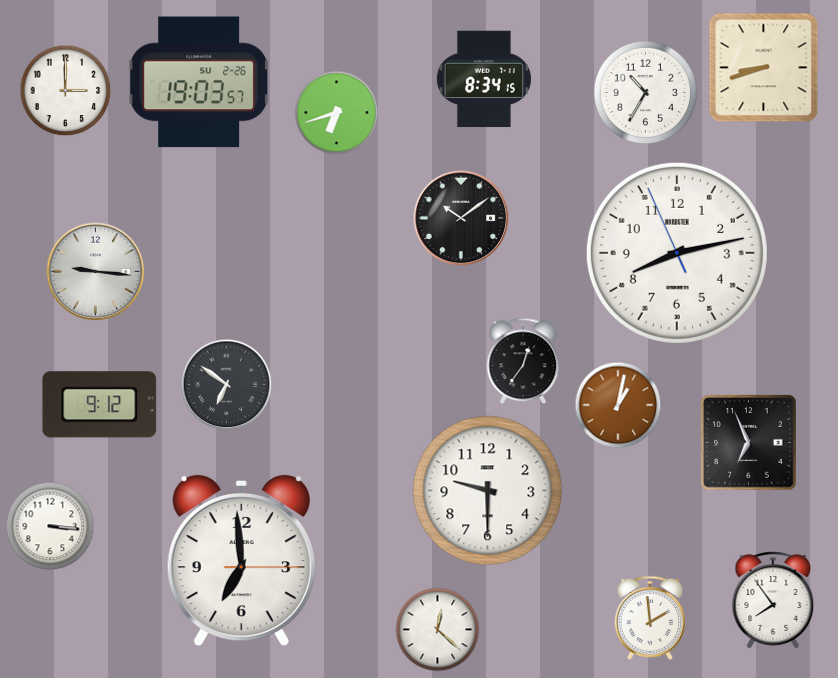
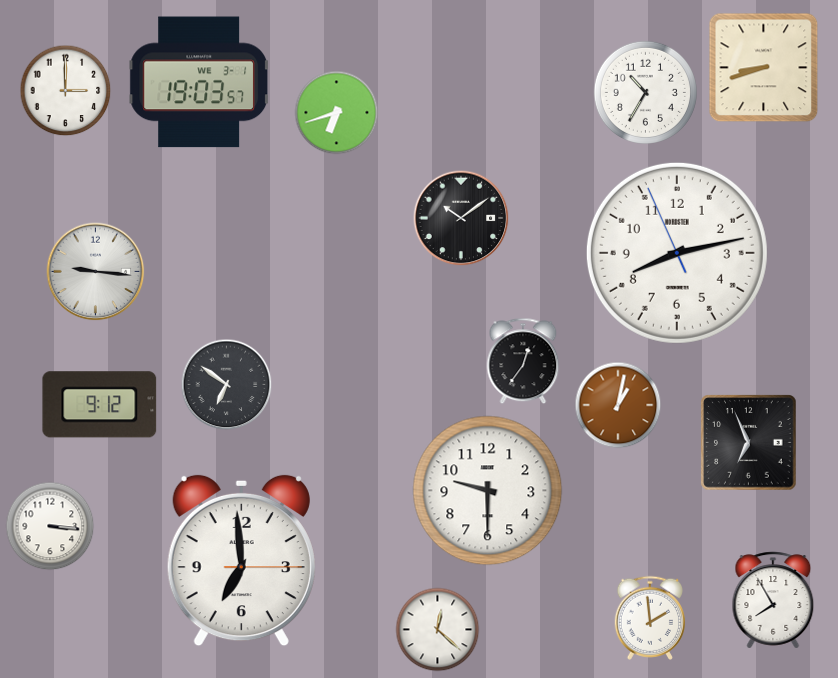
clock at (484, 79): 8:34 -> none
clock at (199, 82) date: SU 2-26 -> WE 3-1
clock at (773, 600): 7:54 -> 7:55
